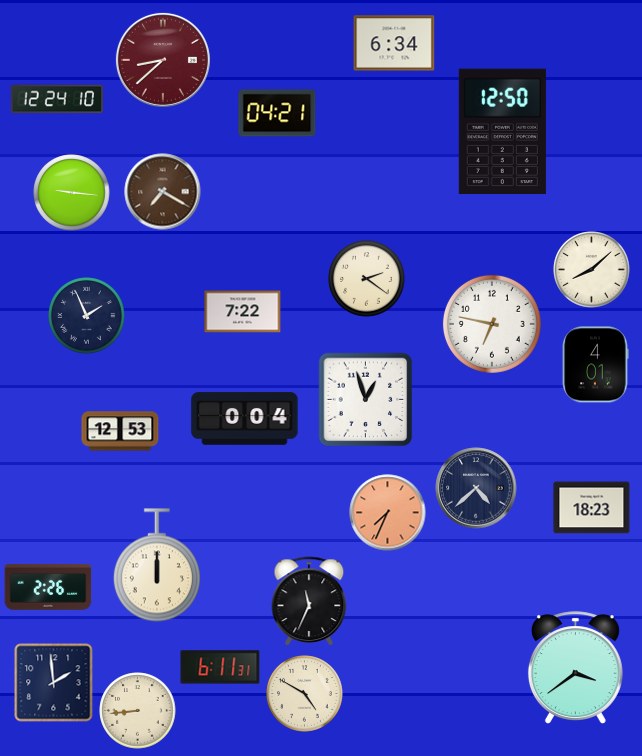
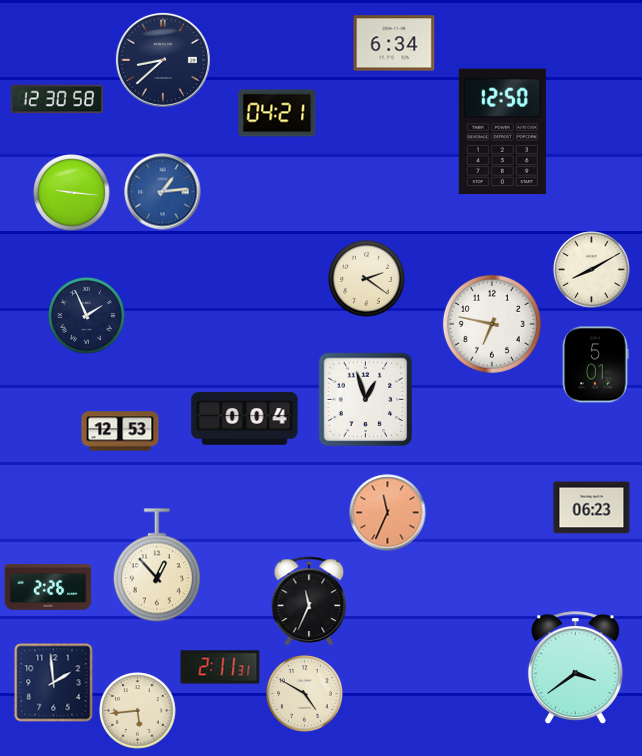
clock at (163, 60) dial: burgundy -> navy
clock at (56, 99): 12:24 -> 12:30
clock at (163, 192): 7:20 -> 1:14
clock at (163, 192) dial: brown -> blue
clock at (592, 270): 8:08 -> 8:10
clock at (243, 312): 7:22 -> none
clock at (595, 365): 4:01 -> 5:01
clock at (476, 488): 4:38 -> none
clock at (592, 508): 18:23 -> 06:23
clock at (388, 513): 7:34 -> 11:34
clock at (157, 565): 12:00 -> 12:53
clock at (220, 667): 6:11 -> 2:11
clock at (138, 711): 8:44 -> 5:44
